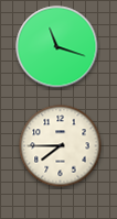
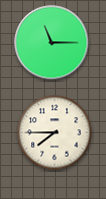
clock at (57, 47): 11:18 -> 11:15
